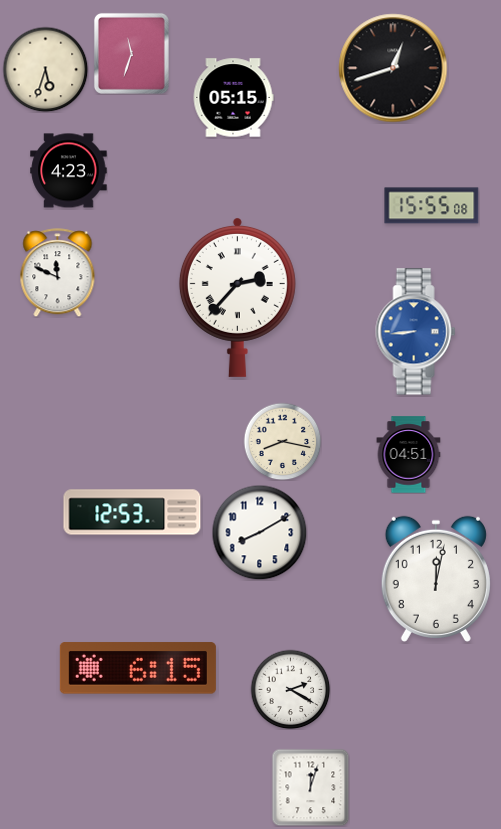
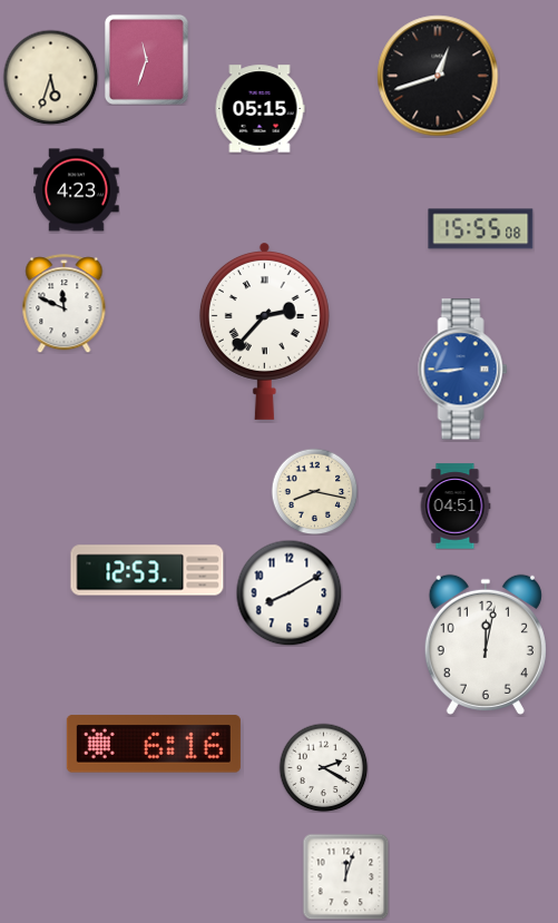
clock at (138, 668): 6:15 -> 6:16
